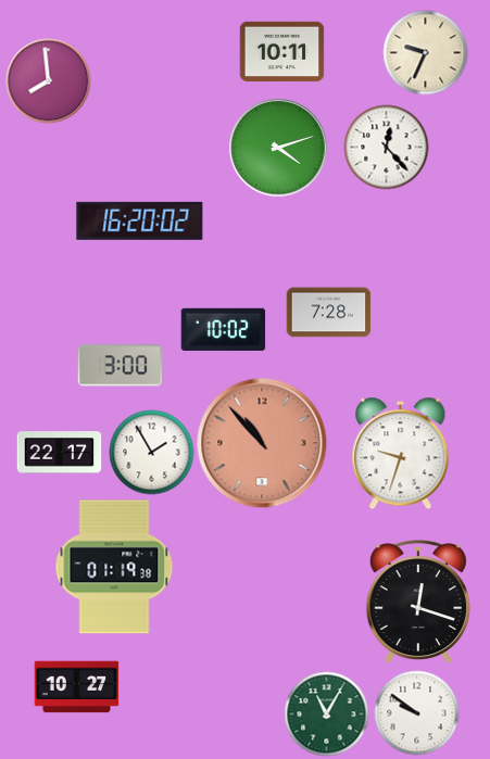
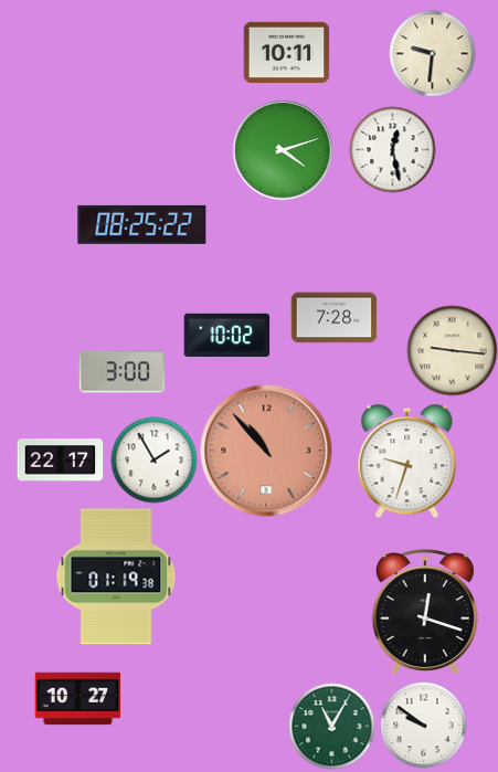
clock at (425, 52): 9:34 -> 9:31
clock at (48, 80): 7:59 -> none
clock at (386, 147): 12:23 -> 12:28
clock at (140, 220): 16:20 -> 08:25
clock at (452, 350): none -> 9:16
